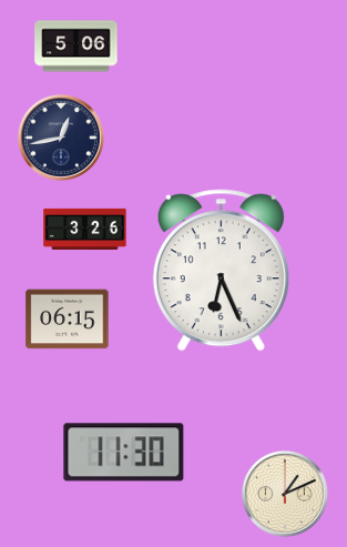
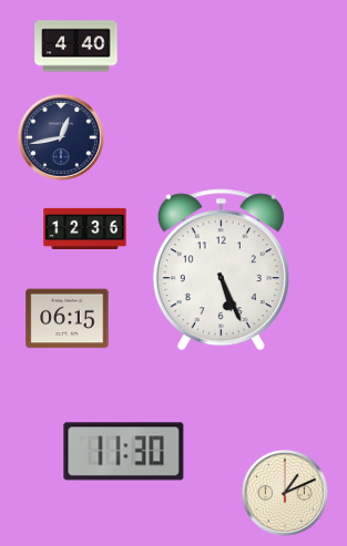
clock at (76, 47): 5:06 -> 4:40
clock at (85, 229): 3:26 -> 12:36
clock at (221, 271): 6:26 -> 5:26
